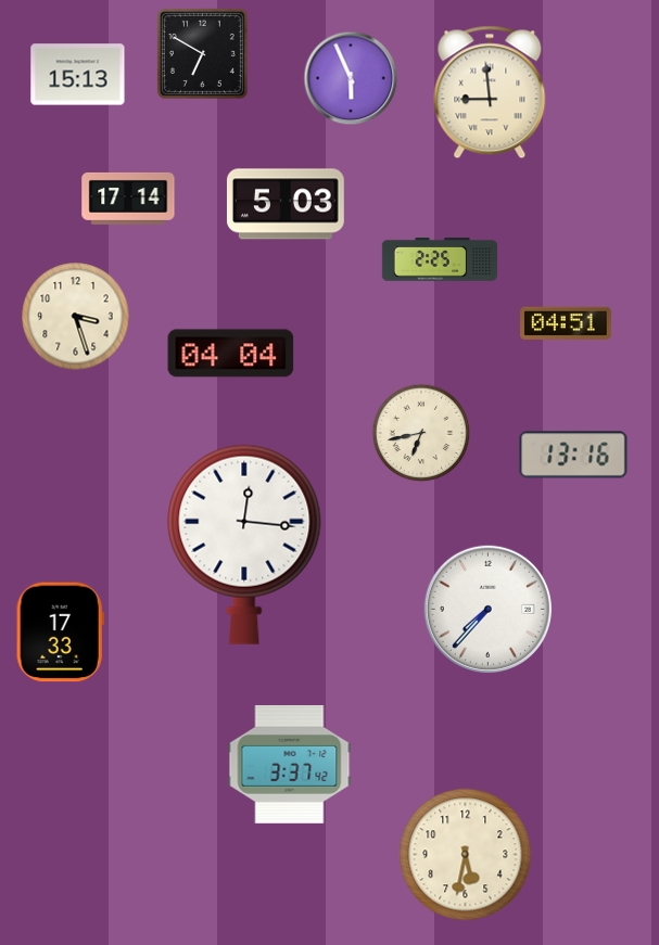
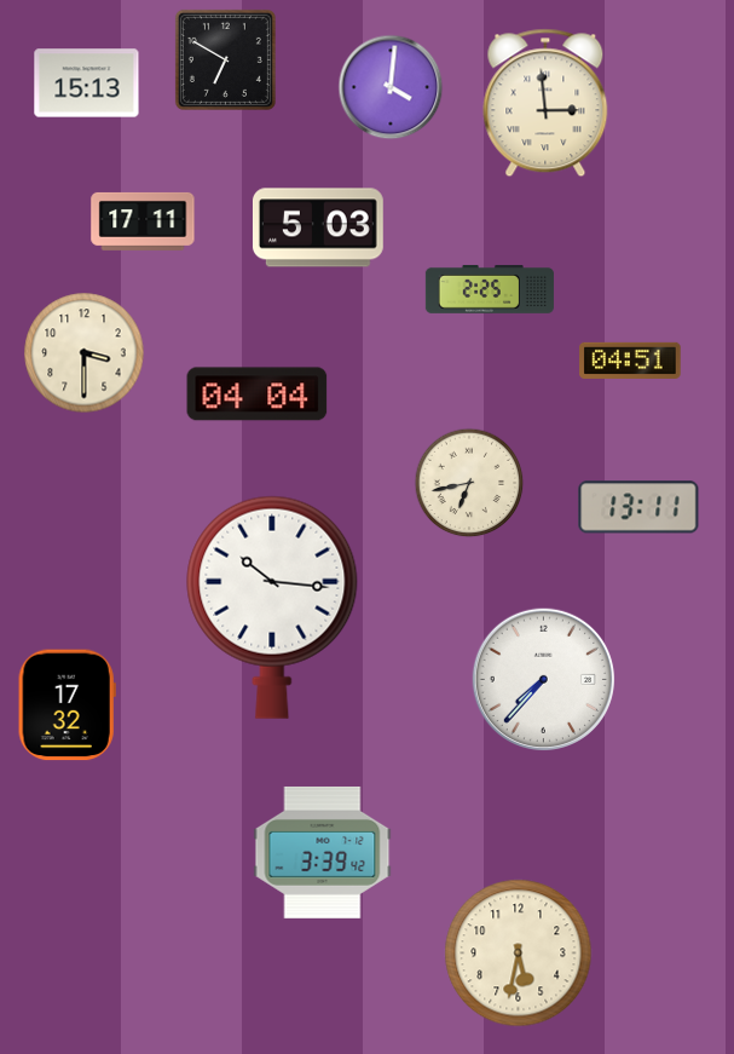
clock at (351, 78): 5:56 -> 4:01
clock at (490, 92): 8:59 -> 2:59
clock at (128, 199): 17:14 -> 17:11
clock at (76, 317): 3:27 -> 3:30
clock at (573, 455): 13:16 -> 13:11
clock at (244, 545): 12:16 -> 10:16
clock at (60, 633): 17:33 -> 17:32
clock at (290, 764): 3:37 -> 3:39
